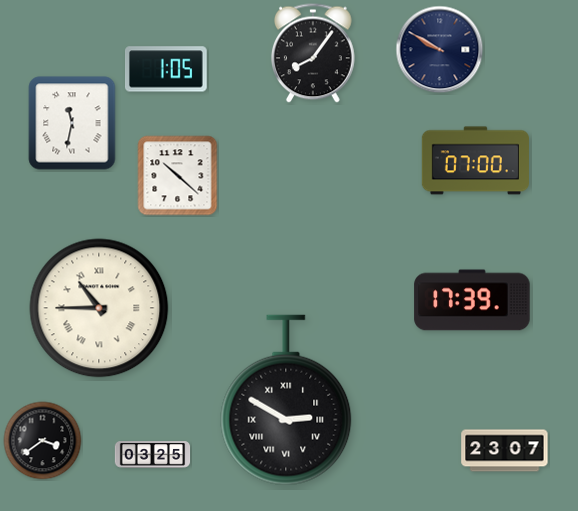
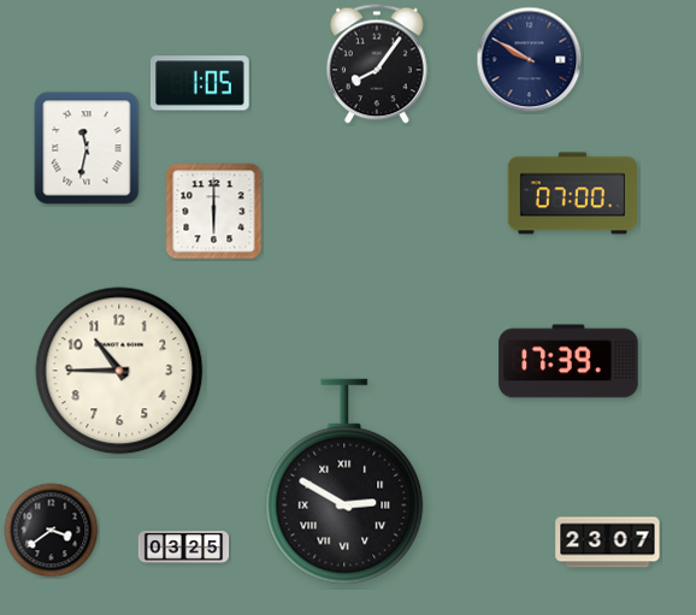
clock at (178, 176): 10:22 -> 6:00
clock at (99, 308) numerals: Roman -> Arabic
